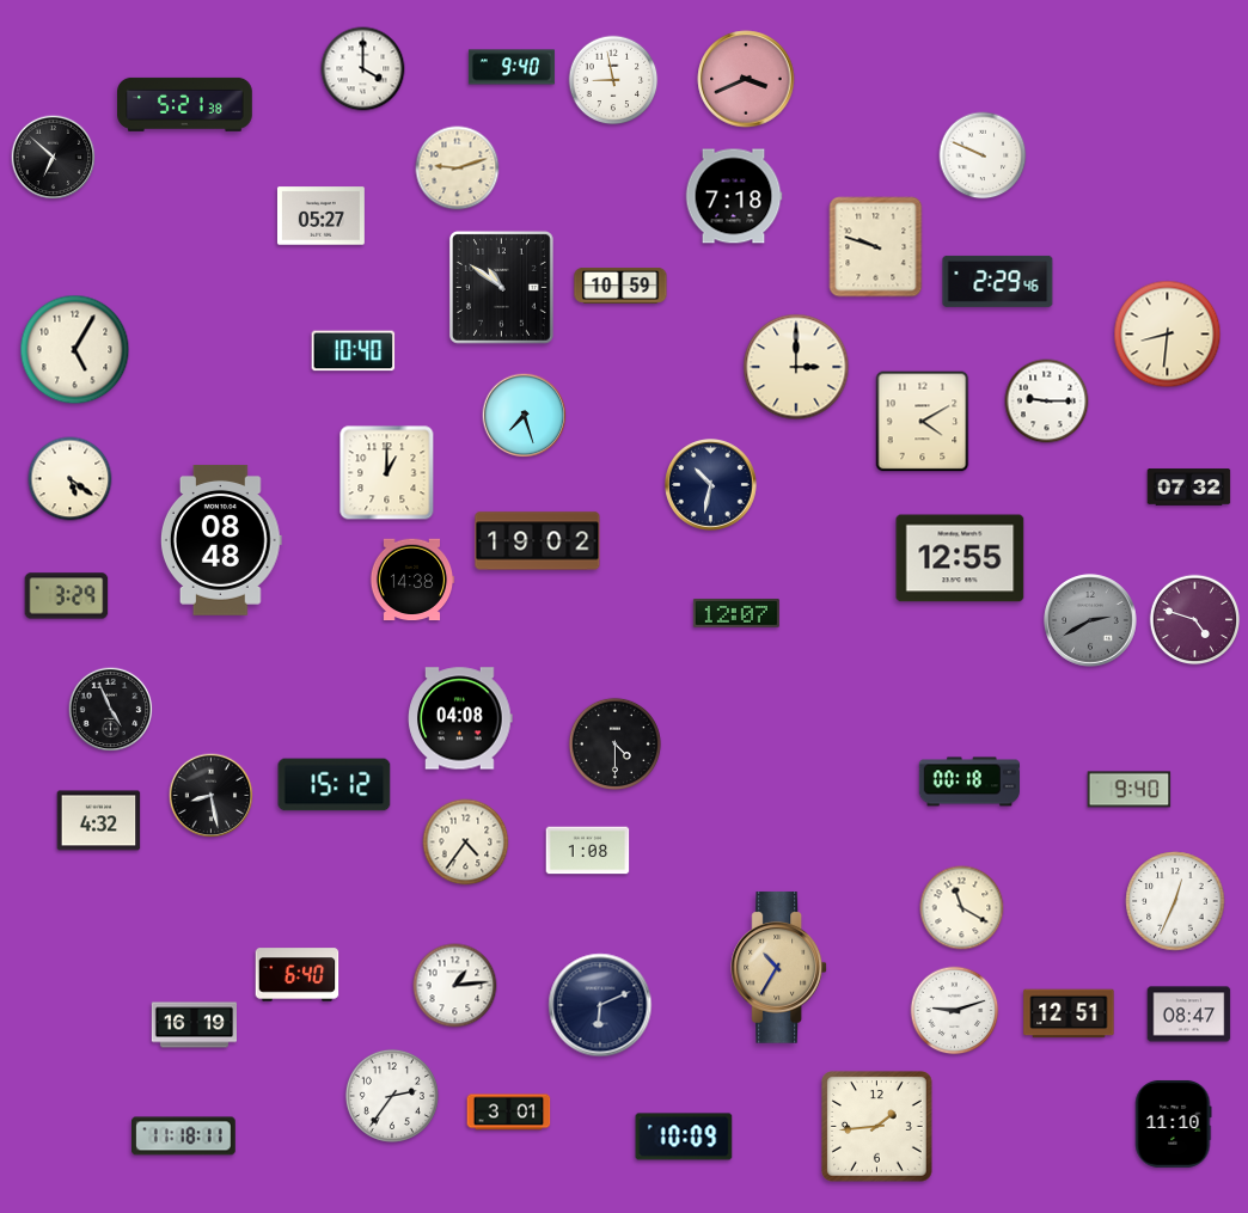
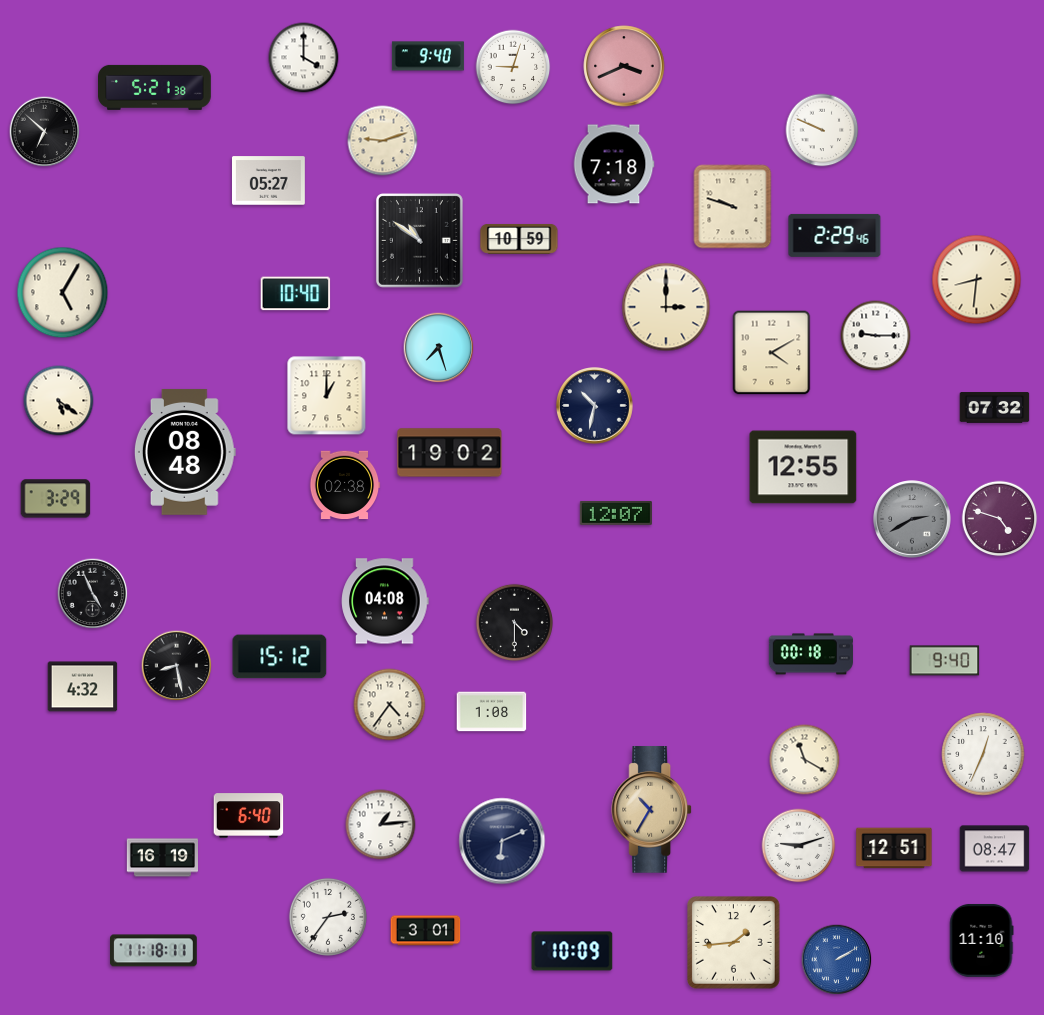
clock at (613, 80): 8:58 -> 9:03
clock at (387, 473) position: (387, 473) -> (327, 396)
clock at (412, 580): 14:38 -> 02:38
clock at (837, 960): none -> 2:10
